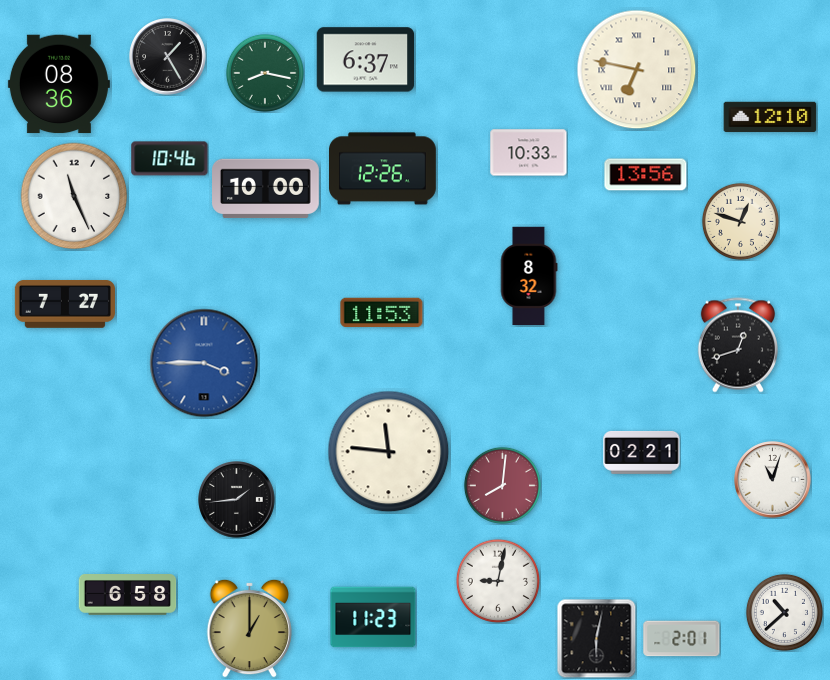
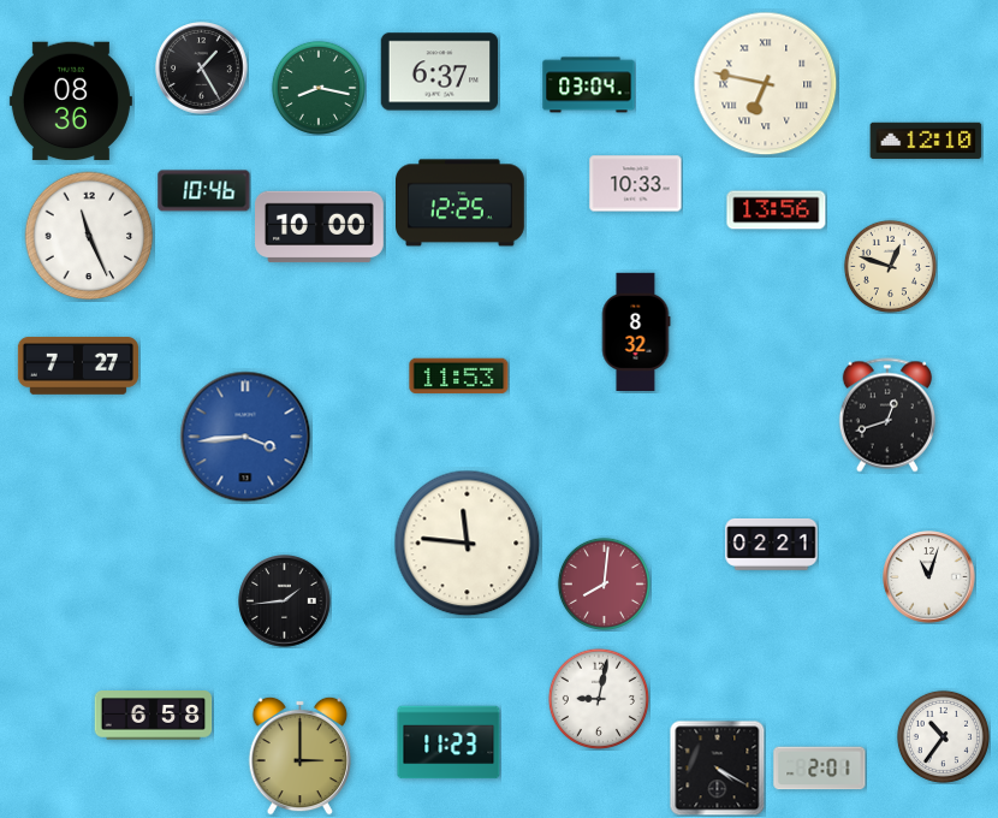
clock at (589, 85): none -> 03:04
clock at (383, 169): 12:26 -> 12:25
clock at (204, 363): 3:45 -> 3:44
clock at (784, 612): 10:38 -> 10:36
clock at (249, 628): 1:00 -> 3:00
clock at (596, 638): 6:02 -> 4:20
